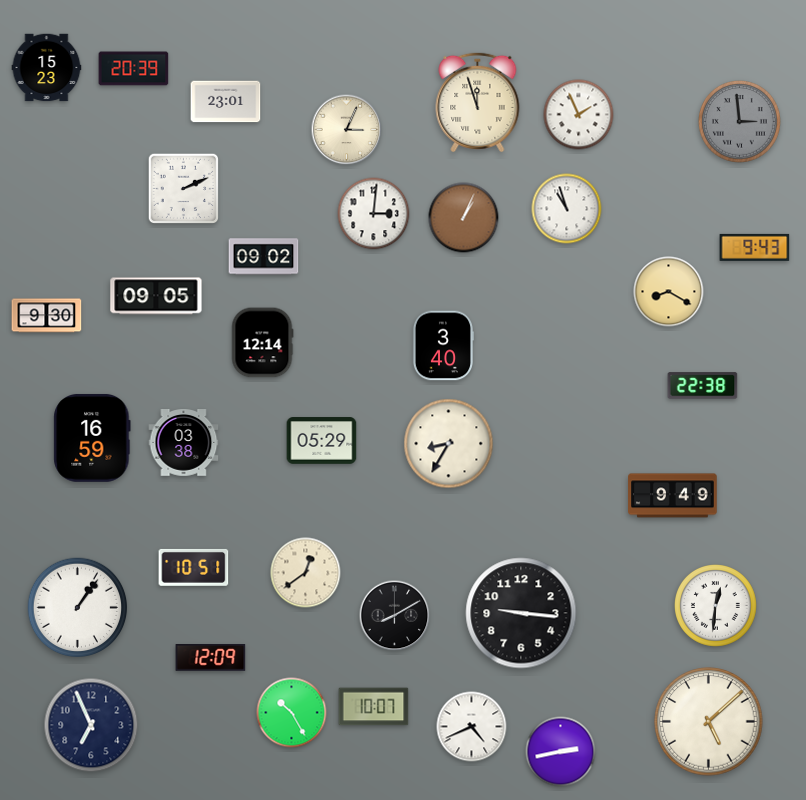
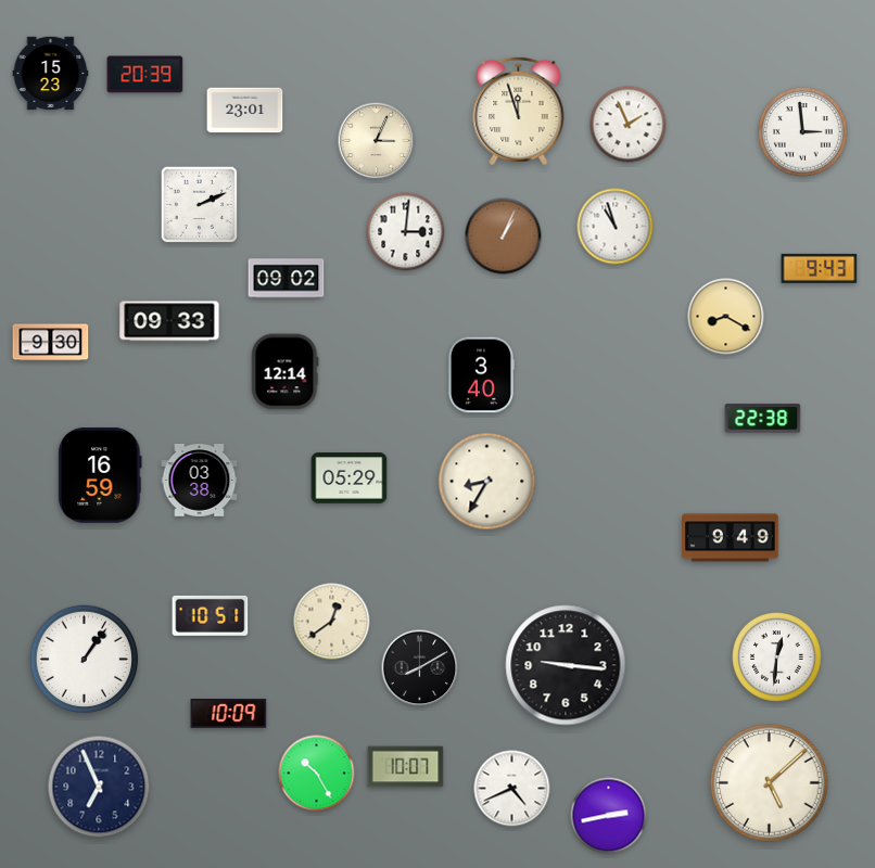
clock at (740, 122) dial: grey -> white
clock at (156, 296): 09:05 -> 09:33
clock at (395, 616) position: (395, 616) -> (420, 668)
clock at (211, 658): 12:09 -> 10:09
